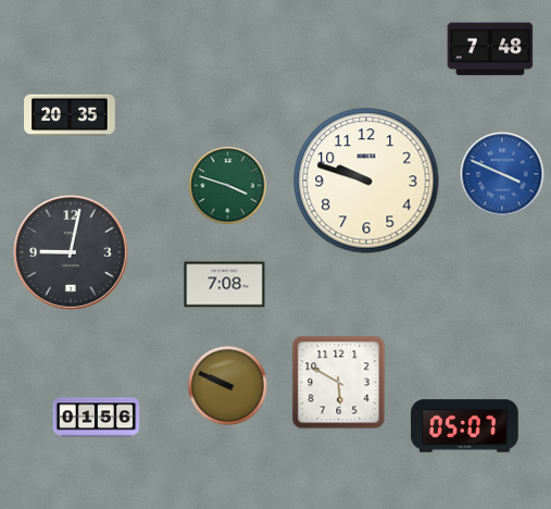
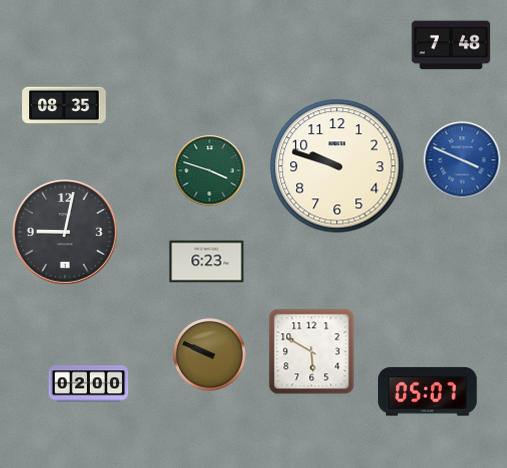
clock at (70, 115): 20:35 -> 08:35
clock at (225, 285): 7:08 -> 6:23
clock at (97, 418): 01:56 -> 02:00
